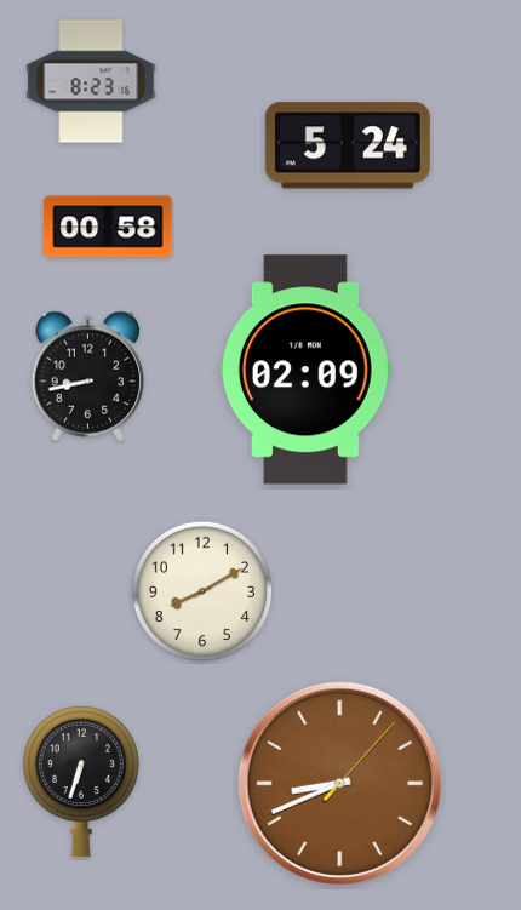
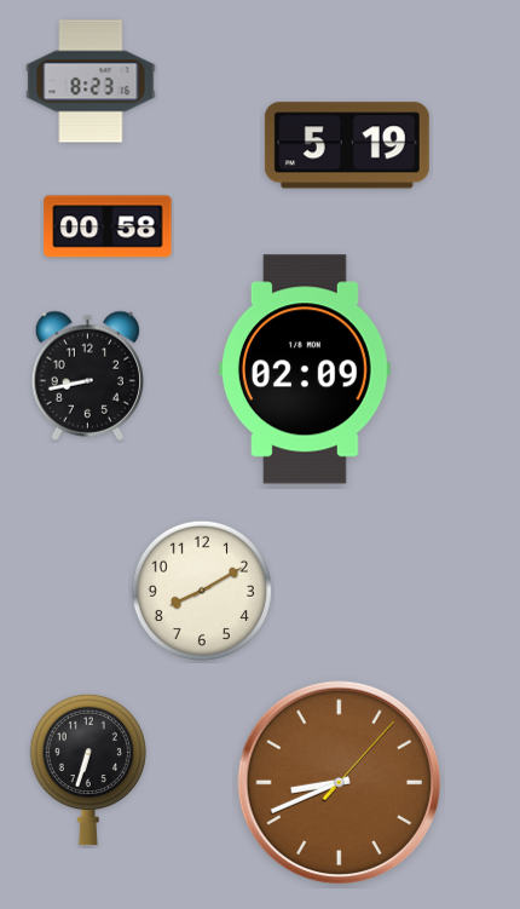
clock at (348, 145): 5:24 -> 5:19
clock at (81, 782) position: (81, 782) -> (88, 770)
